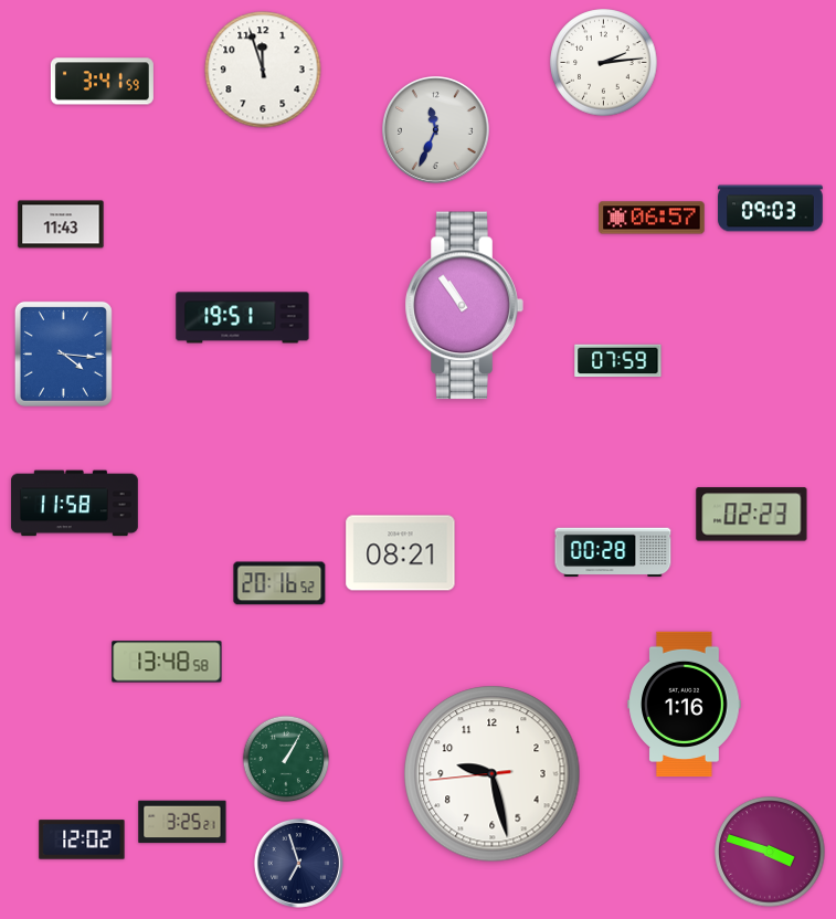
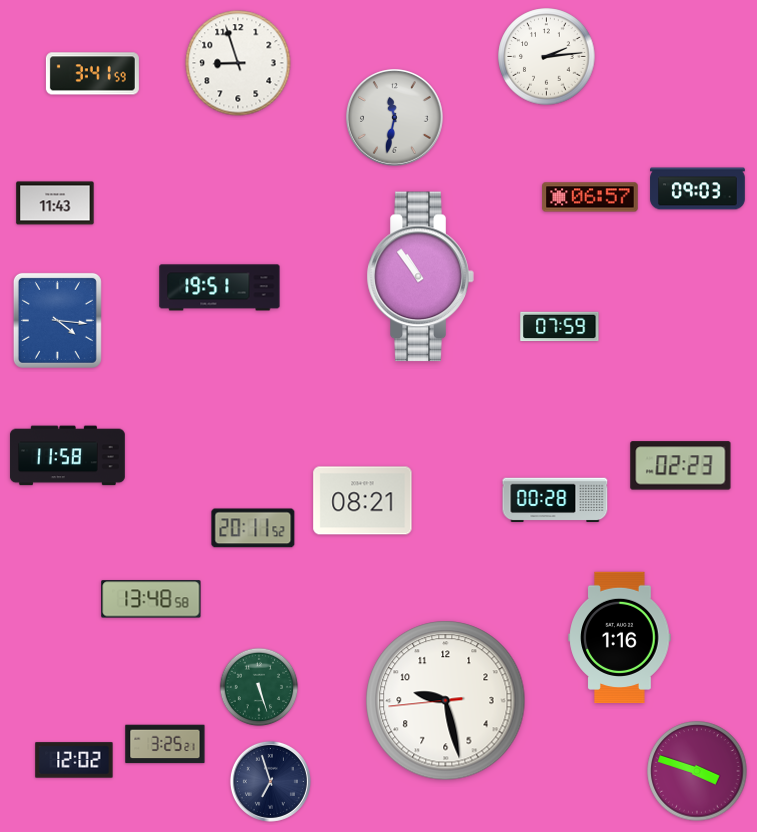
clock at (263, 70): 11:57 -> 8:57
clock at (436, 130): 11:34 -> 11:32
clock at (279, 583): 20:16 -> 20:11
clock at (286, 759): 1:05 -> 5:27
